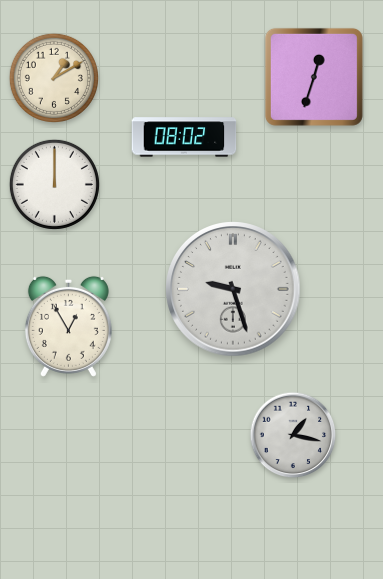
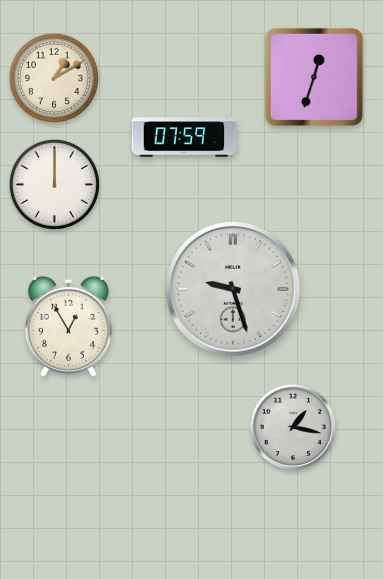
clock at (184, 137): 08:02 -> 07:59
clock at (293, 435) position: (293, 435) -> (293, 427)
